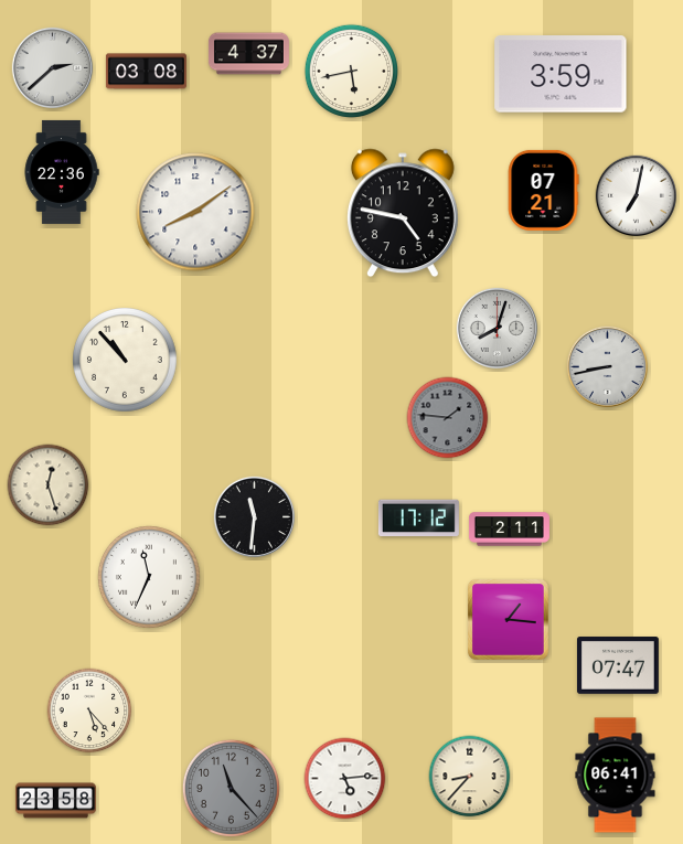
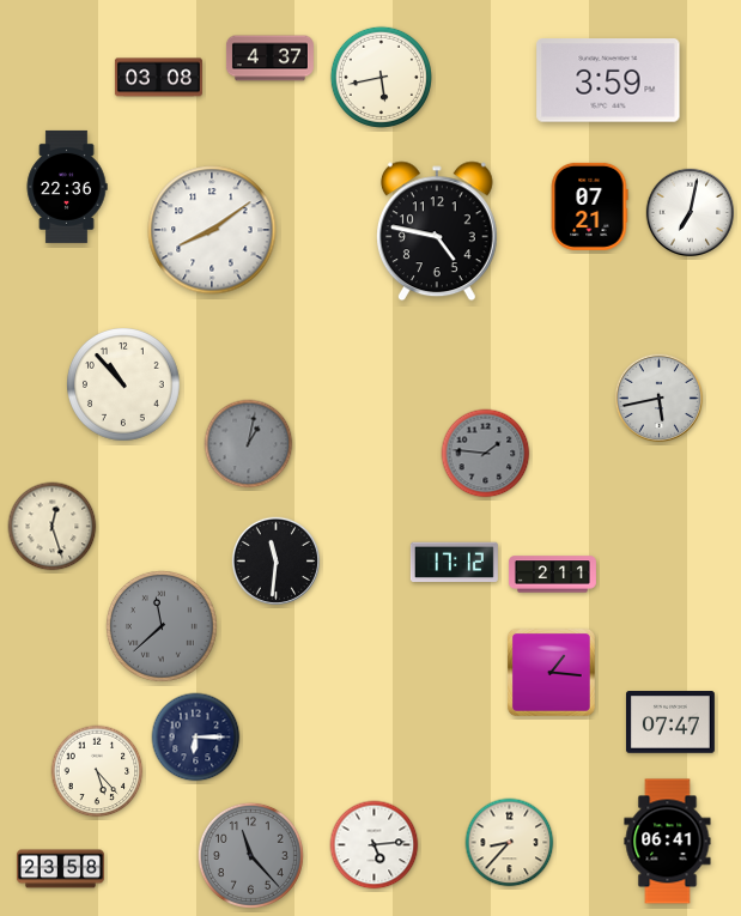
clock at (52, 67): 2:38 -> none
clock at (497, 328): 8:03 -> none
clock at (126, 361) position: (126, 361) -> (124, 386)
clock at (607, 366): 8:43 -> 5:43
clock at (249, 444): none -> 1:02
clock at (149, 577): 11:34 -> 11:38
clock at (149, 577) dial: white -> grey
clock at (196, 738): none -> 6:15
